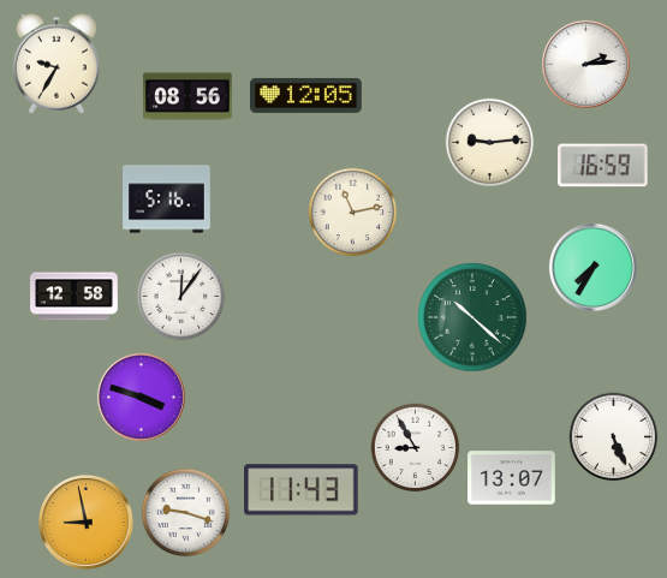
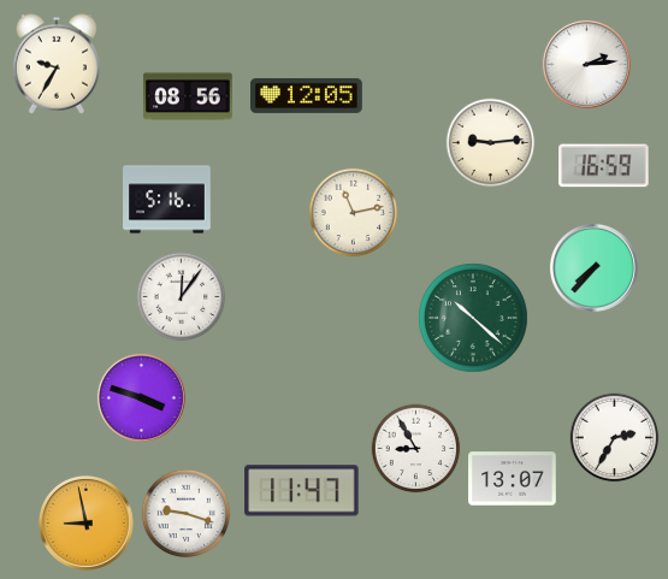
clock at (592, 267): 7:35 -> 7:37
clock at (75, 297): 12:58 -> none
clock at (614, 437): 5:26 -> 2:35
clock at (302, 490): 11:43 -> 11:47
